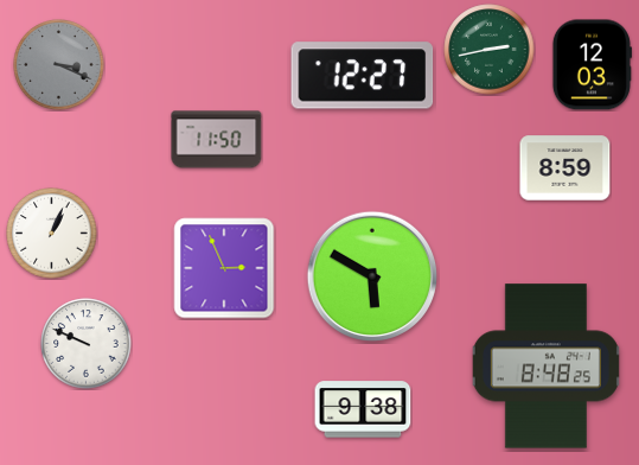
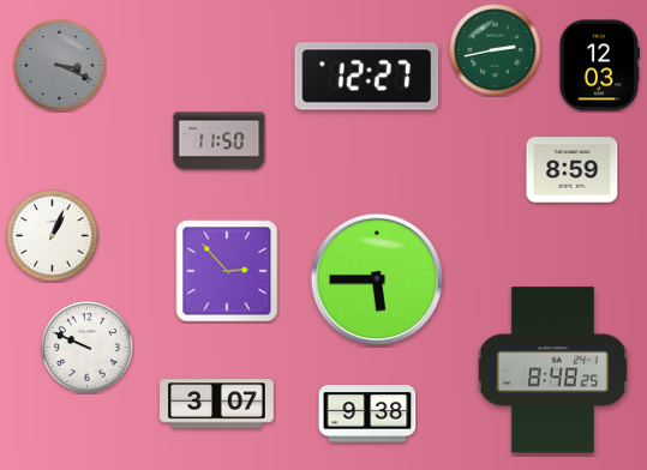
clock at (224, 268): 2:56 -> 2:53
clock at (372, 276): 5:50 -> 5:45
clock at (217, 404): none -> 3:07
